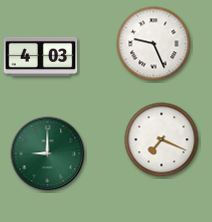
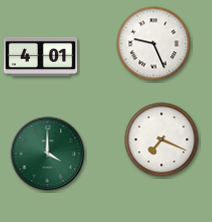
clock at (41, 56): 4:03 -> 4:01
clock at (48, 154): 9:00 -> 4:00
